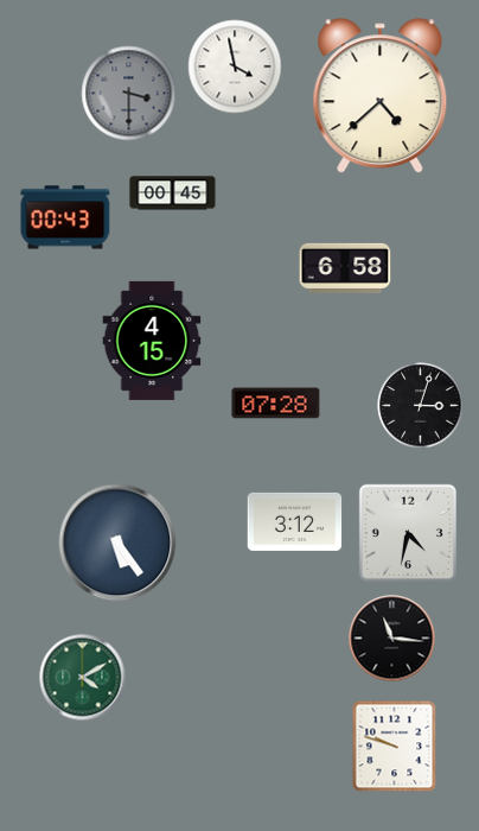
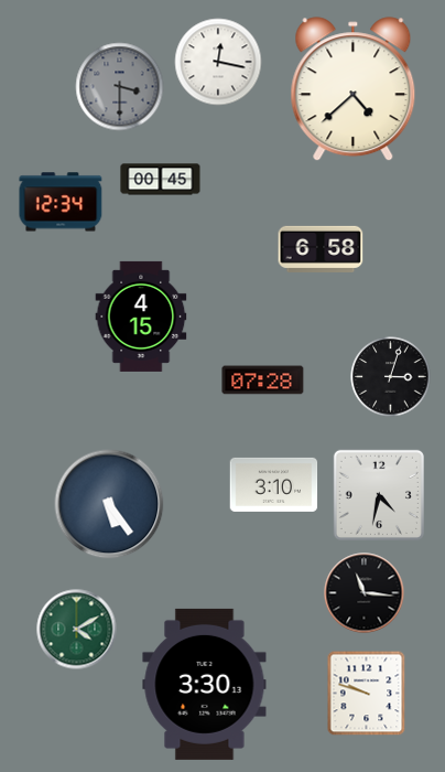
clock at (235, 66): 3:58 -> 12:17
clock at (65, 217): 00:43 -> 12:34
clock at (276, 404) position: (276, 404) -> (263, 380)
clock at (295, 521): 3:12 -> 3:10
clock at (205, 684): none -> 3:30
